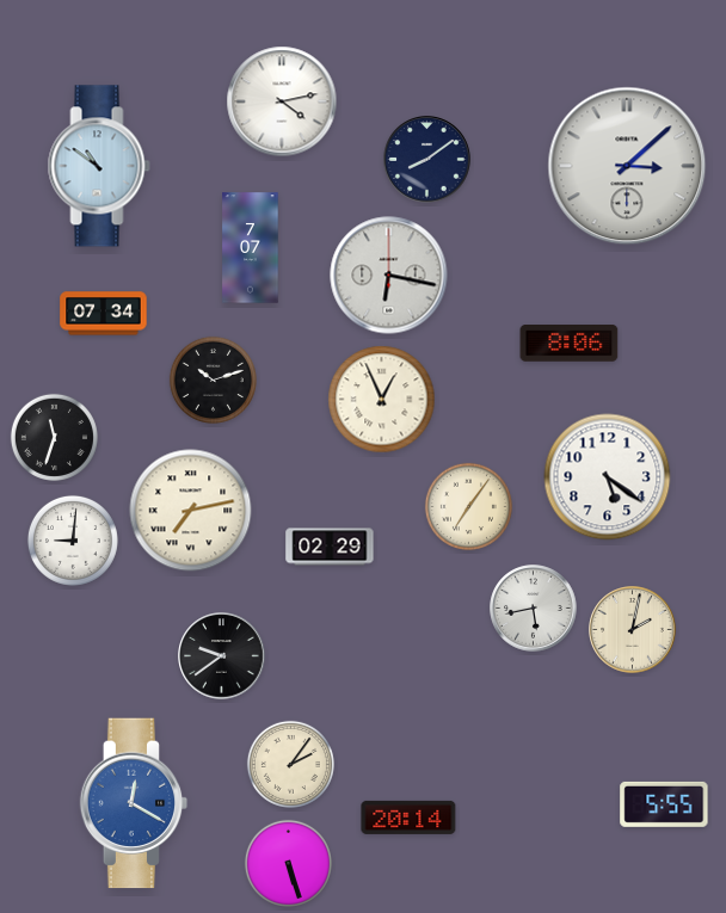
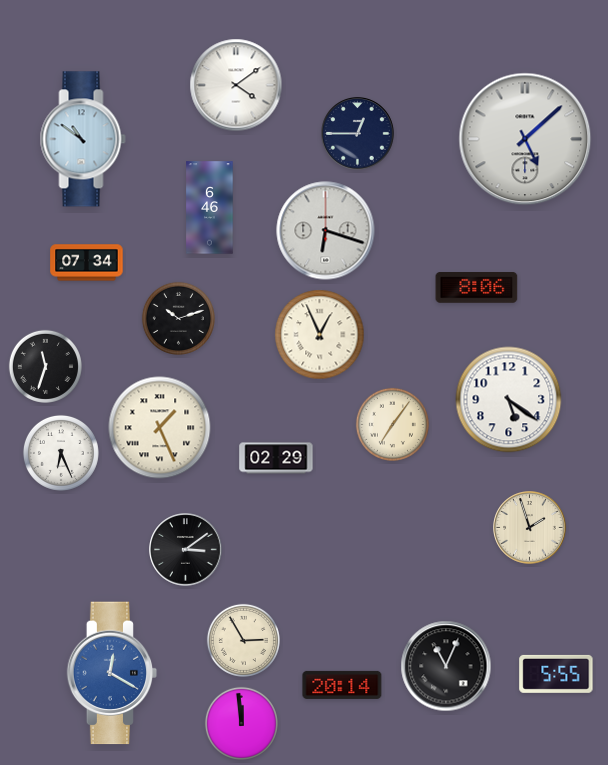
clock at (282, 101): 4:13 -> 4:09
clock at (427, 160): 8:09 -> 12:45
clock at (627, 166): 3:08 -> 5:08
clock at (251, 248): 7:07 -> 6:46
clock at (389, 276): 6:17 -> 6:18
clock at (191, 511): 7:13 -> 1:26
clock at (73, 541): 9:01 -> 6:26
clock at (534, 609): 5:43 -> none
clock at (633, 630): 2:02 -> 1:57
clock at (222, 656): 9:39 -> 3:09
clock at (290, 764): 2:06 -> 2:55
clock at (446, 666): none -> 11:04
clock at (288, 863): 5:27 -> 11:59
